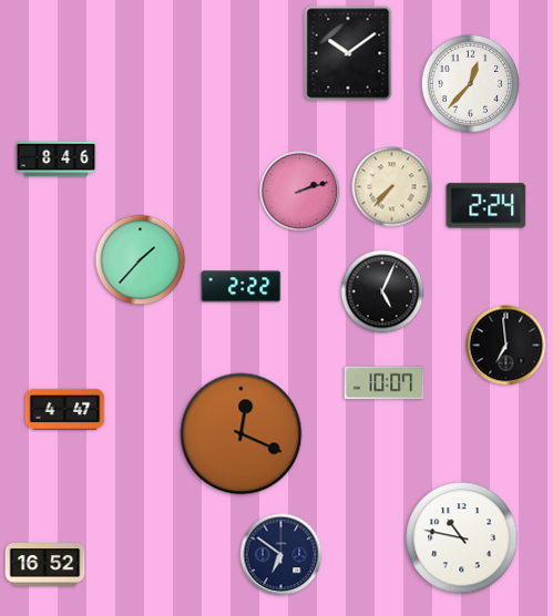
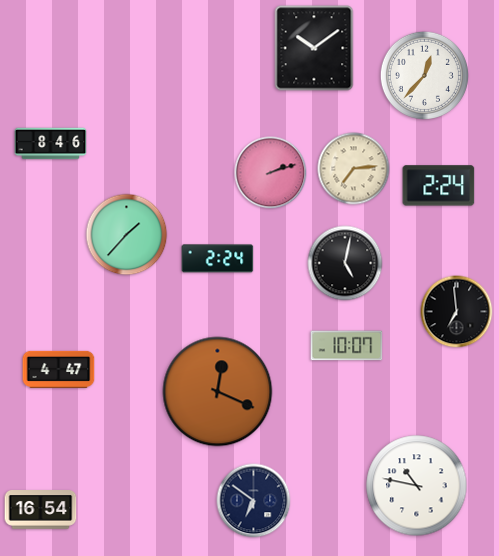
clock at (392, 187): 7:37 -> 7:14
clock at (242, 287): 2:22 -> 2:24
clock at (382, 291): 5:04 -> 5:02
clock at (45, 565): 16:52 -> 16:54
